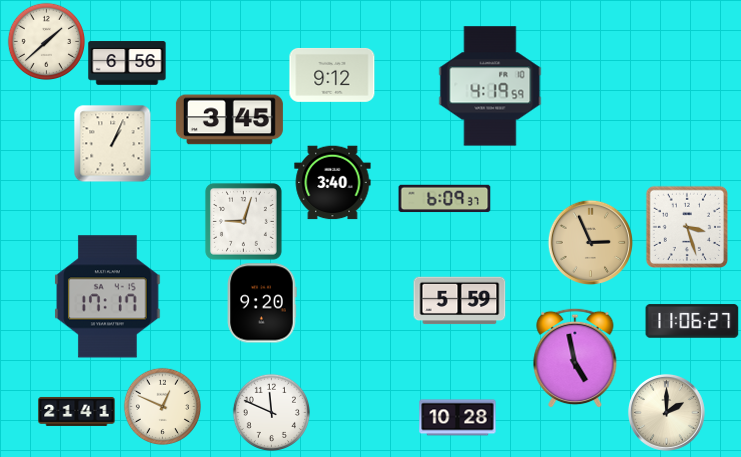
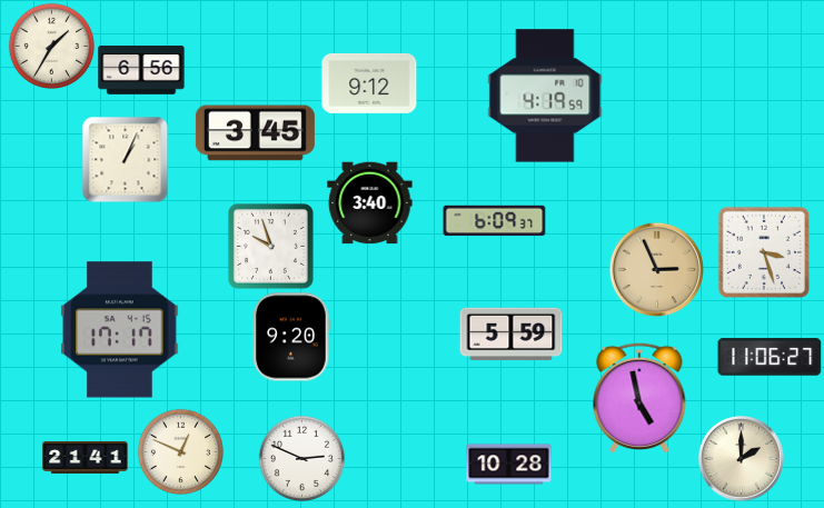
clock at (46, 41): 1:38 -> 1:35
clock at (243, 221): 9:03 -> 9:57
clock at (271, 412): 11:49 -> 2:49
